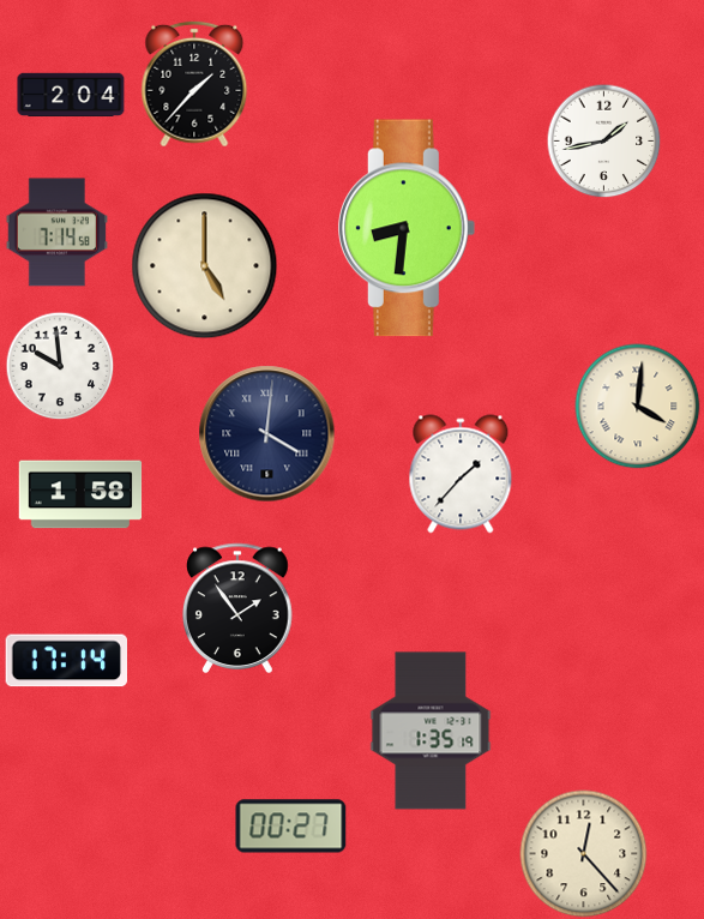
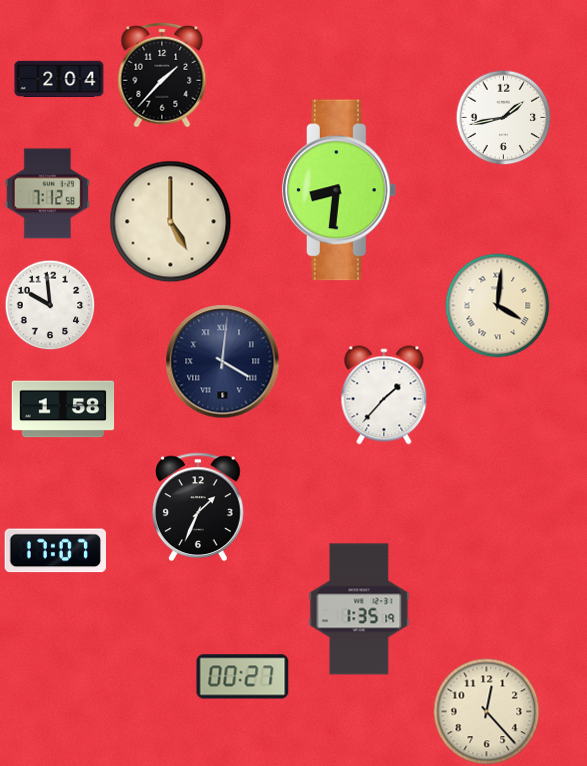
clock at (194, 84) position: (194, 84) -> (162, 75)
clock at (56, 233): 7:14 -> 7:12
clock at (638, 407) position: (638, 407) -> (498, 306)
clock at (80, 494) position: (80, 494) -> (63, 409)
clock at (239, 607): 1:54 -> 1:34
clock at (66, 661): 17:14 -> 17:07
clock at (291, 827) position: (291, 827) -> (243, 677)
